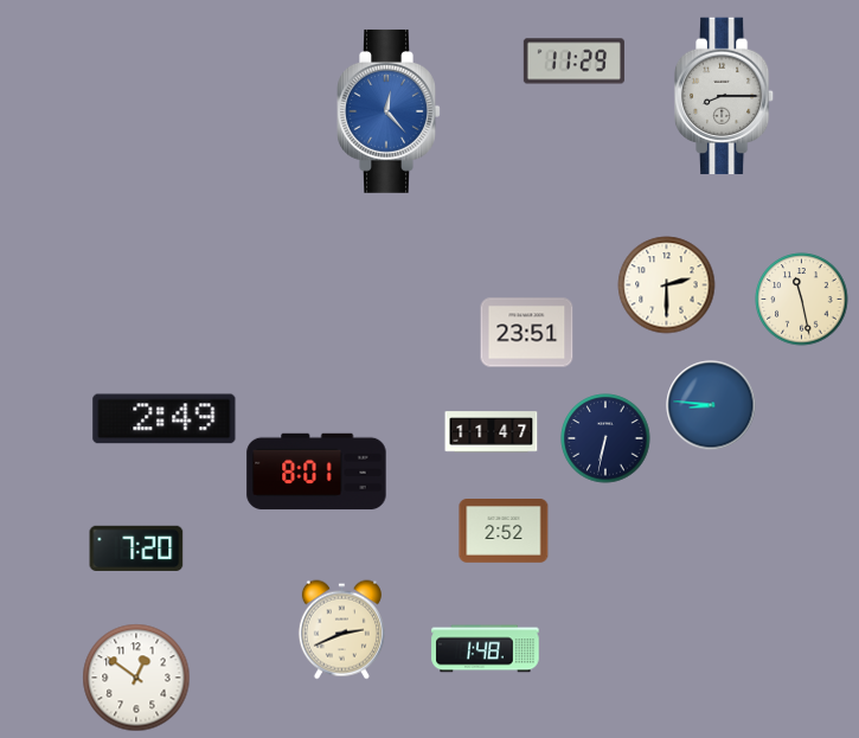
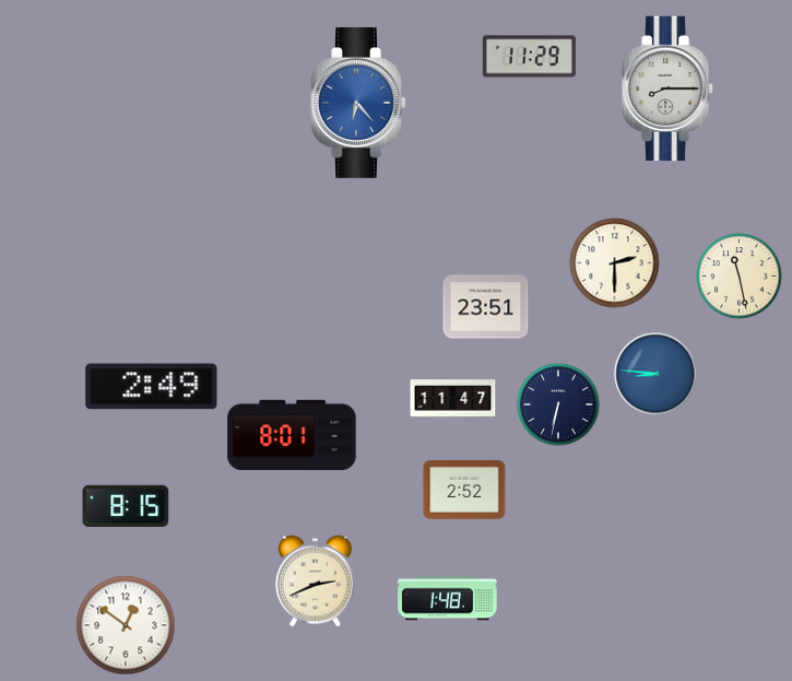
clock at (389, 111): 12:23 -> 6:23
clock at (136, 548): 7:20 -> 8:15
